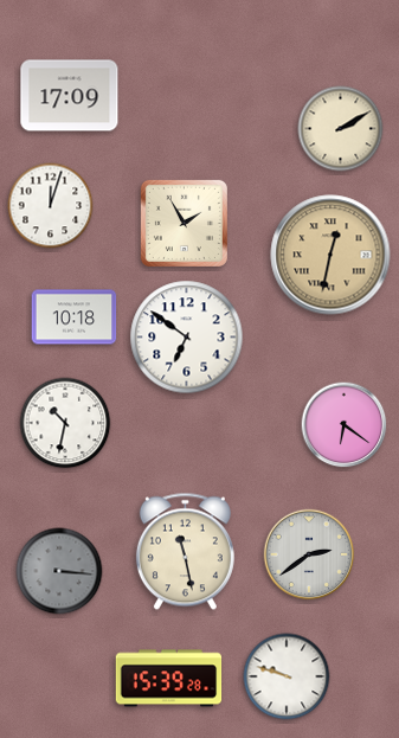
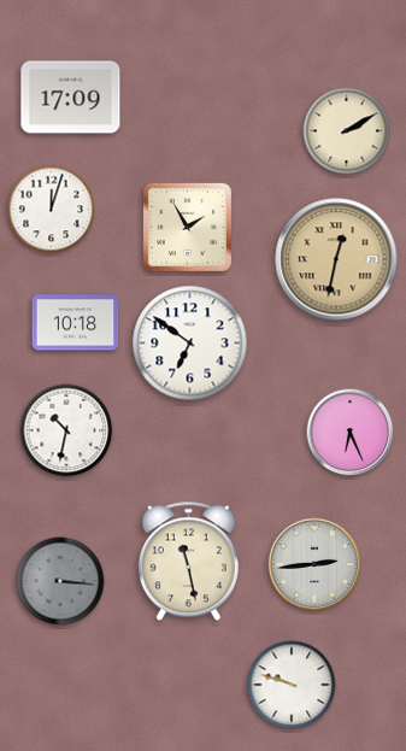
clock at (345, 425): 6:21 -> 6:26
clock at (309, 554): 2:39 -> 2:44
clock at (287, 676) position: (287, 676) -> (292, 685)
clock at (169, 679): 15:39 -> none
